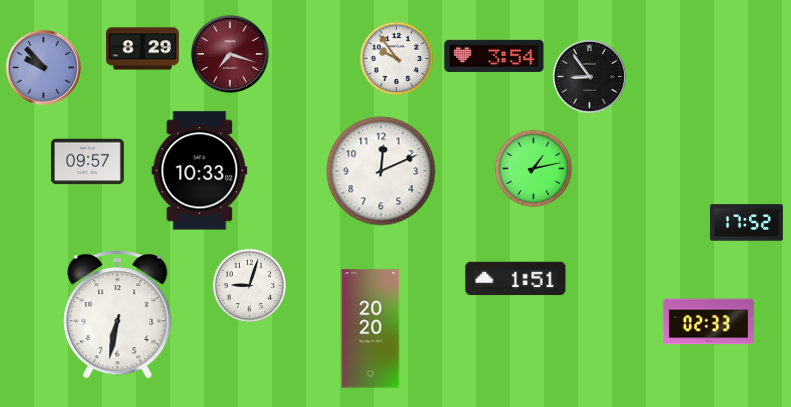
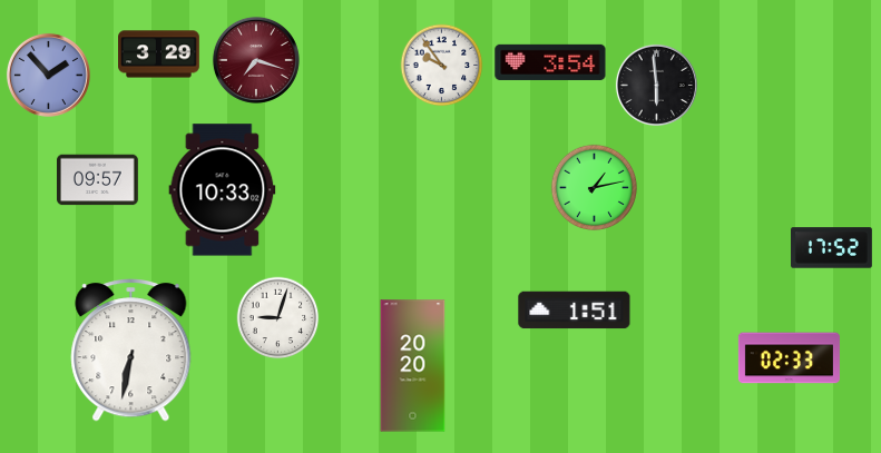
clock at (143, 49): 8:29 -> 3:29
clock at (43, 67): 9:53 -> 1:53
clock at (589, 76): 8:54 -> 5:59
clock at (381, 171): 12:11 -> none
